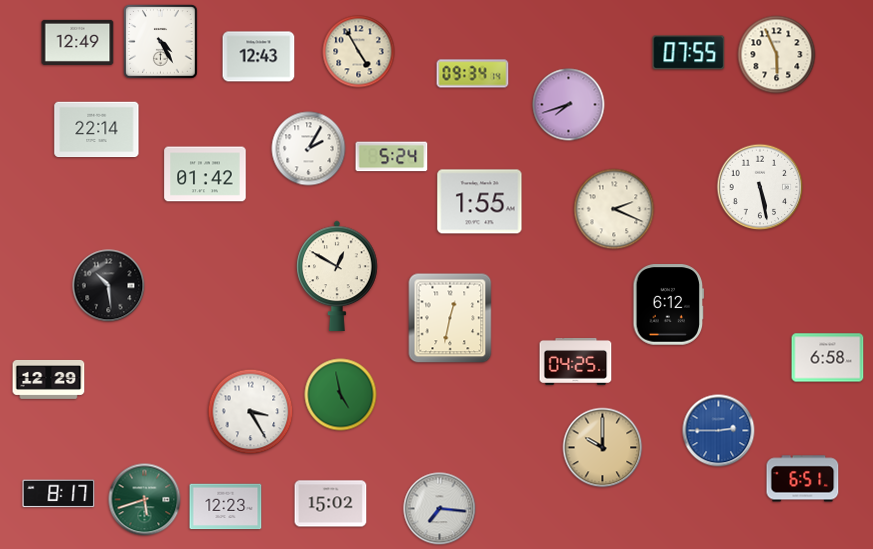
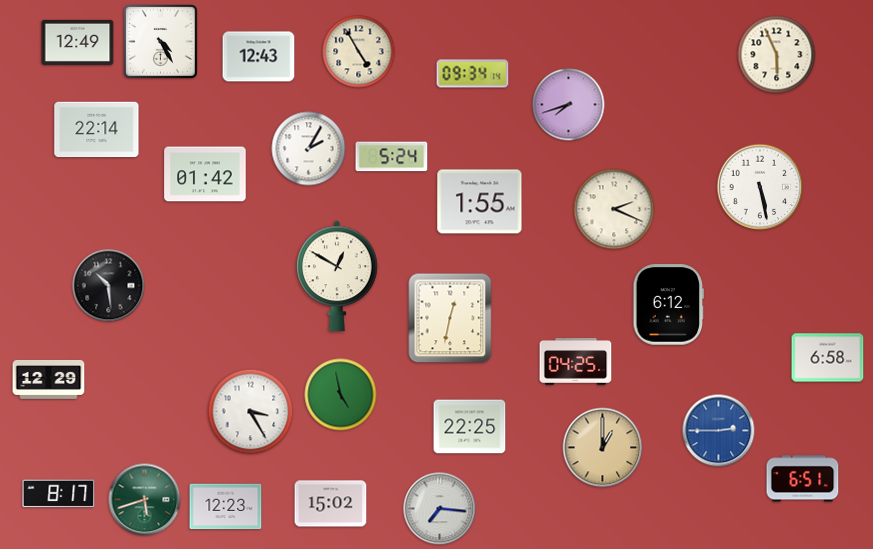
clock at (689, 53): 07:55 -> none
clock at (470, 427): none -> 22:25
clock at (603, 448): 10:00 -> 1:00
